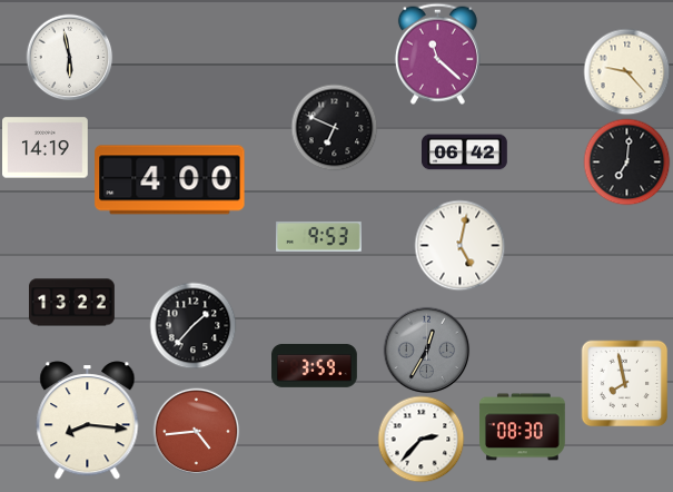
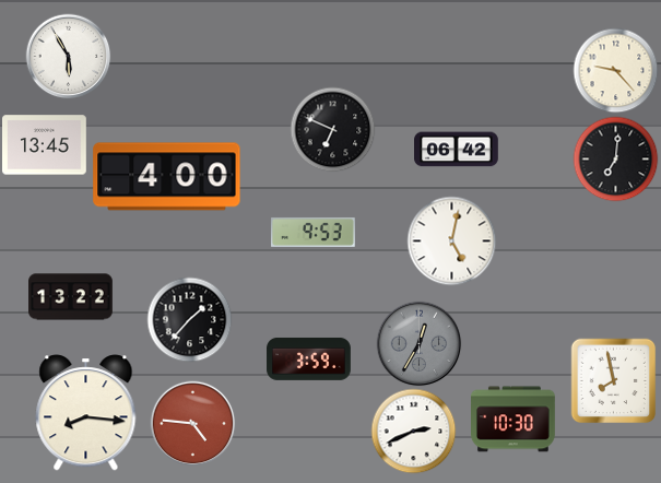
clock at (437, 53): 11:22 -> none
clock at (69, 57): 5:58 -> 5:55
clock at (334, 127) position: (334, 127) -> (332, 129)
clock at (46, 148): 14:19 -> 13:45
clock at (624, 383) position: (624, 383) -> (613, 380)
clock at (523, 427): 08:30 -> 10:30
clock at (196, 431): 4:44 -> 4:46
clock at (420, 439): 2:37 -> 2:41
